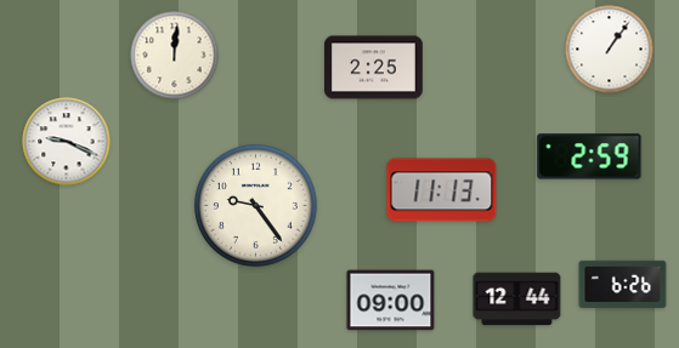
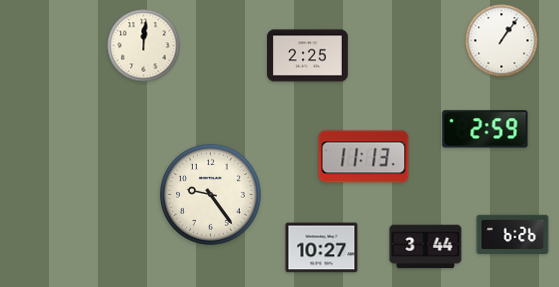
clock at (67, 142): 9:19 -> none
clock at (255, 205) position: (255, 205) -> (210, 194)
clock at (517, 299): 12:44 -> 3:44
clock at (391, 301): 09:00 -> 10:27
